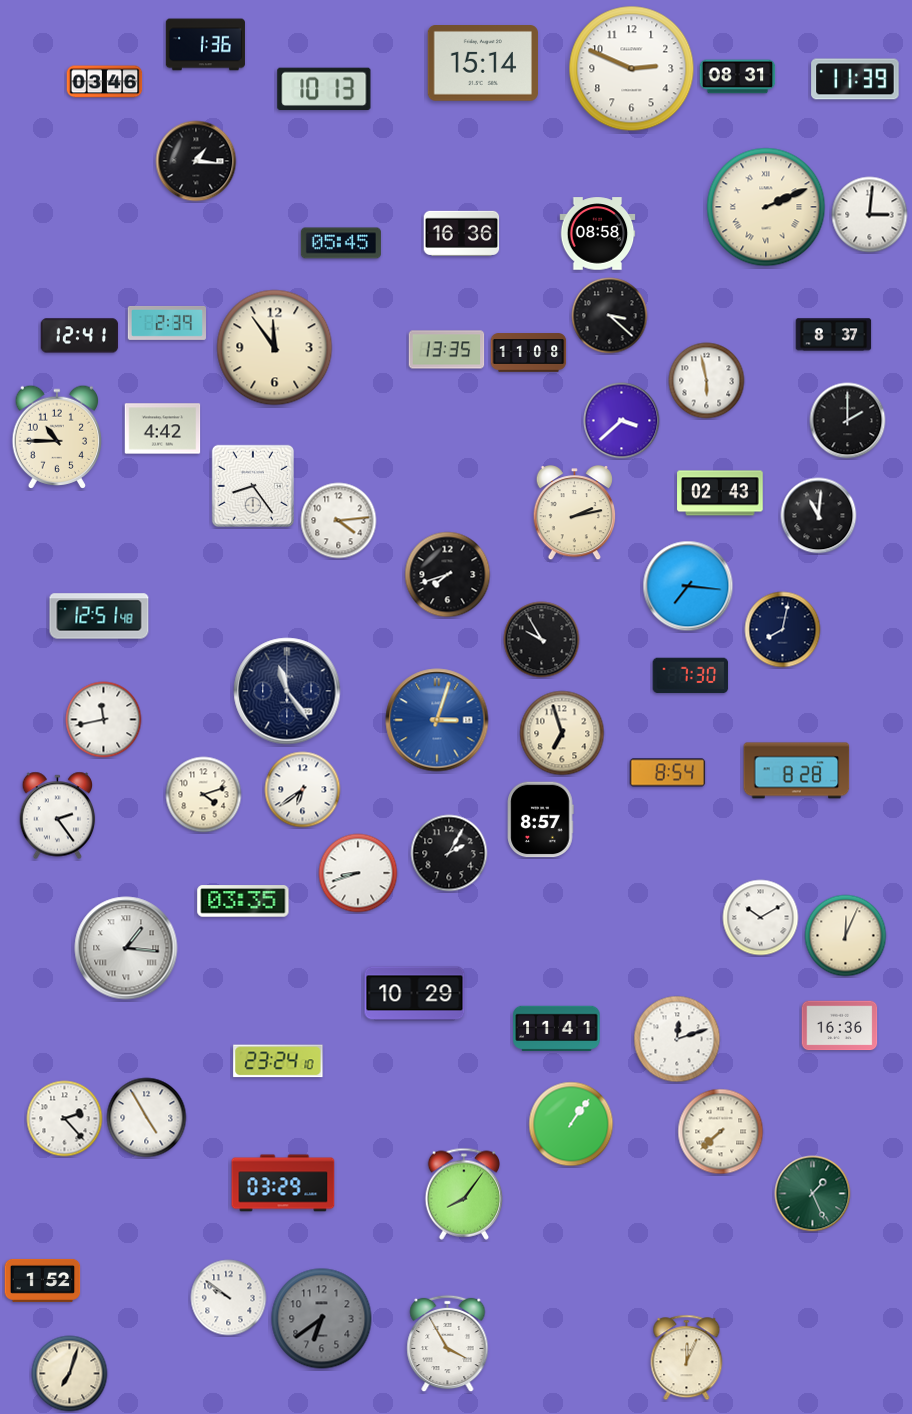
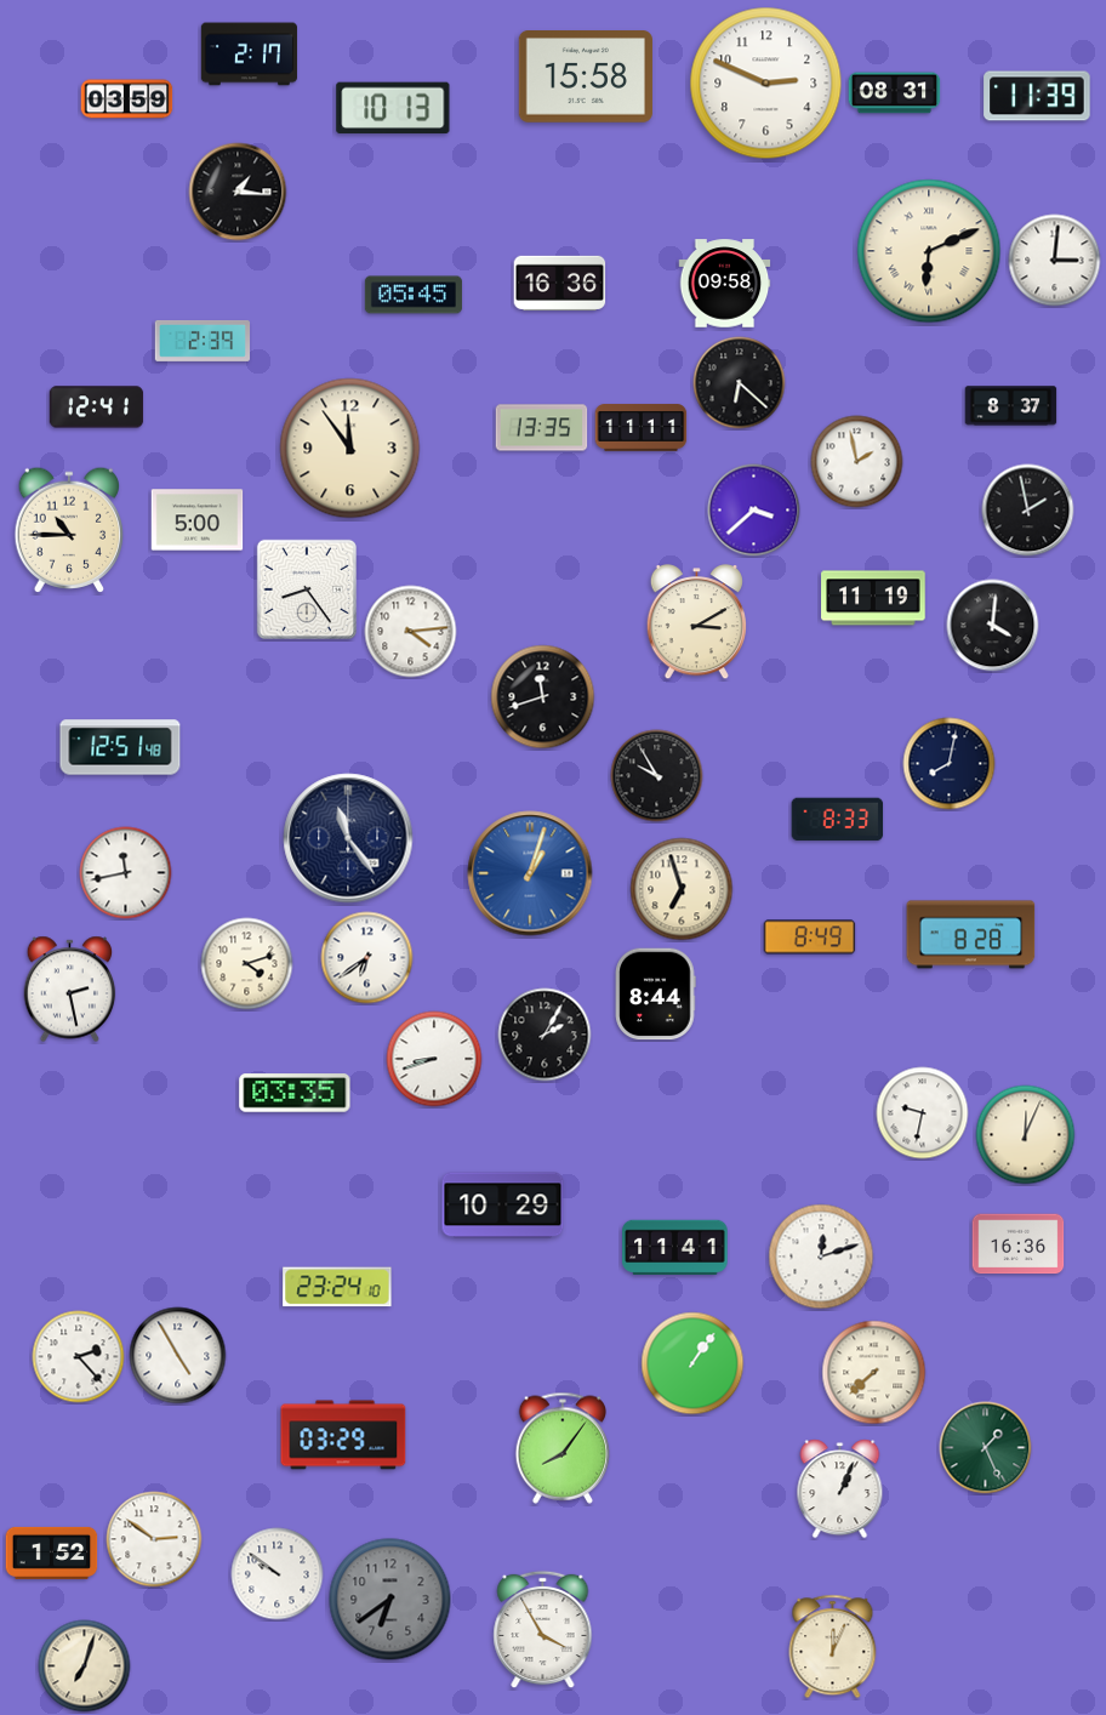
clock at (205, 45): 1:36 -> 2:17
clock at (483, 64): 15:14 -> 15:58
clock at (105, 82): 03:46 -> 03:59
clock at (196, 161) position: (196, 161) -> (238, 192)
clock at (766, 207): 2:11 -> 6:11
clock at (598, 234): 08:58 -> 09:58
clock at (610, 316): 3:22 -> 6:22
clock at (166, 323) position: (166, 323) -> (201, 341)
clock at (275, 348) position: (275, 348) -> (350, 449)
clock at (447, 350) position: (447, 350) -> (542, 428)
clock at (529, 353): 11:08 -> 11:11
clock at (707, 381): 5:58 -> 1:58
clock at (848, 421): 2:00 -> 1:58
clock at (163, 429): 4:42 -> 5:00
clock at (720, 493): 02:43 -> 11:19
clock at (574, 513): 2:13 -> 3:10
clock at (819, 516): 11:01 -> 4:01
clock at (448, 575): 7:42 -> 11:42
clock at (688, 586): 7:16 -> none
clock at (691, 676): 7:30 -> 8:33
clock at (437, 720): 3:03 -> 1:03
clock at (797, 771) position: (797, 771) -> (971, 935)
clock at (668, 773): 8:54 -> 8:49
clock at (58, 816): 2:24 -> 2:28
clock at (540, 820): 8:57 -> 8:44
clock at (761, 918): 10:10 -> 9:32
clock at (126, 948): 1:16 -> none
clock at (677, 1039) position: (677, 1039) -> (821, 1257)
clock at (840, 1489): none -> 1:04
clock at (154, 1539): none -> 2:51
